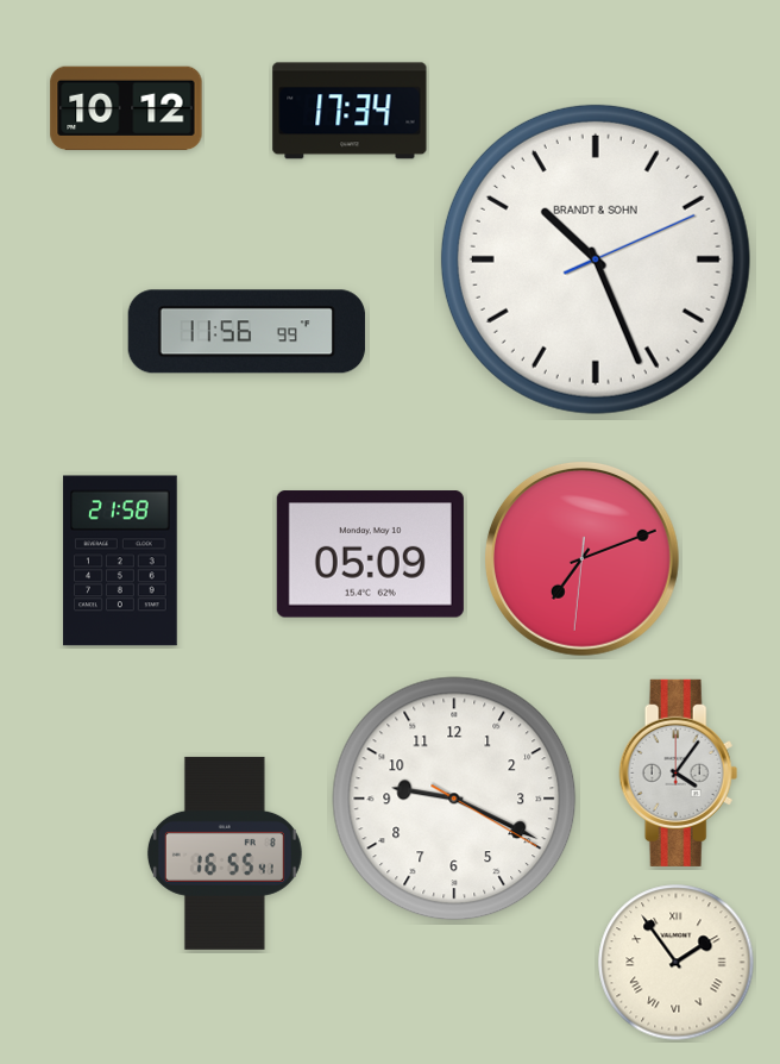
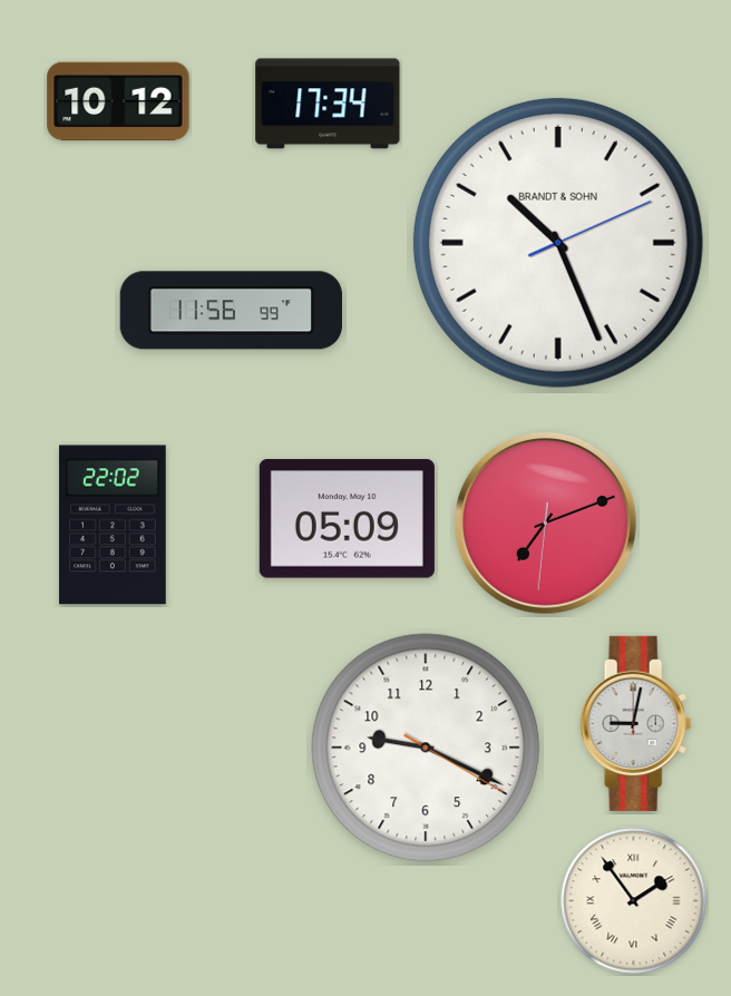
clock at (120, 561): 21:58 -> 22:02
clock at (679, 772): 4:06 -> 9:02
clock at (225, 853): 16:55 -> none
